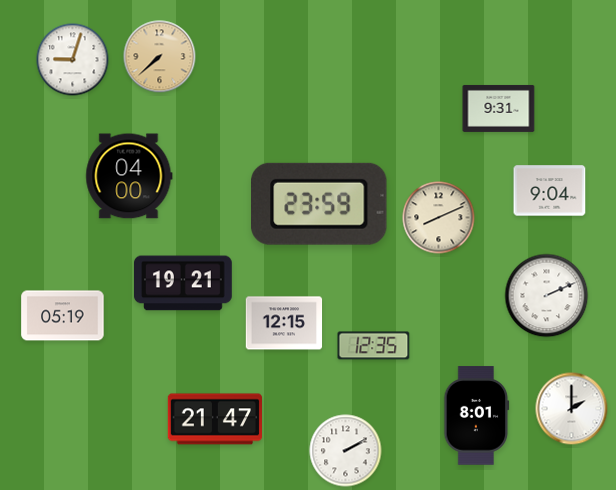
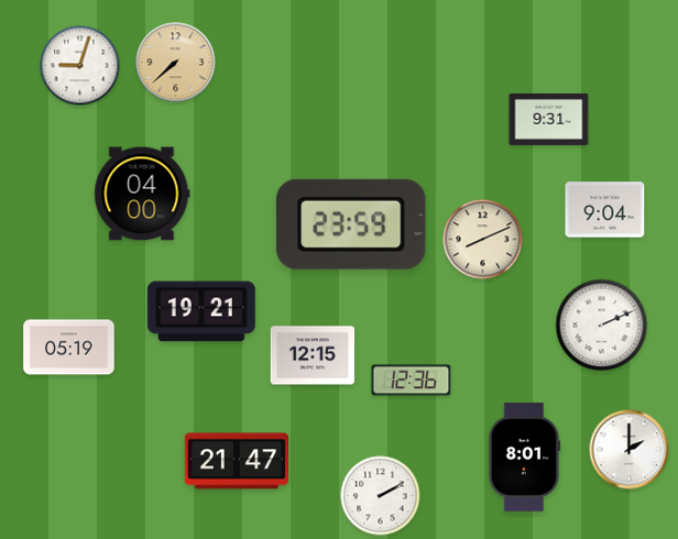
clock at (374, 346): 12:35 -> 12:36
